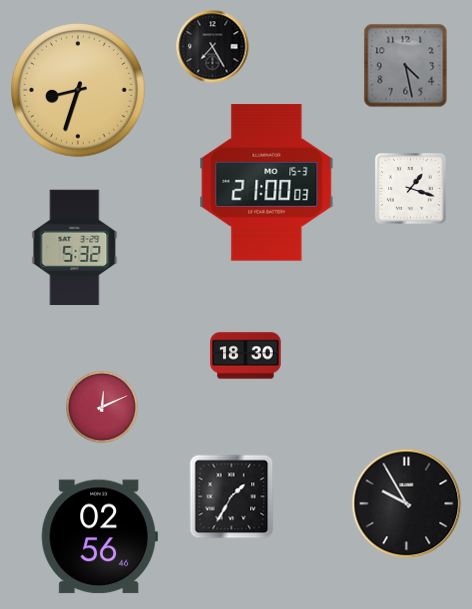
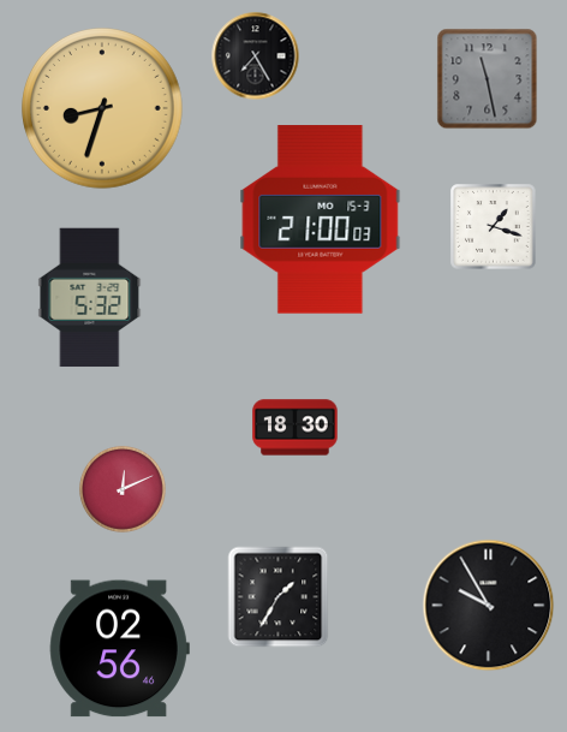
clock at (406, 66): 4:28 -> 11:28
clock at (79, 91) position: (79, 91) -> (103, 109)
clock at (99, 537) position: (99, 537) -> (119, 649)
